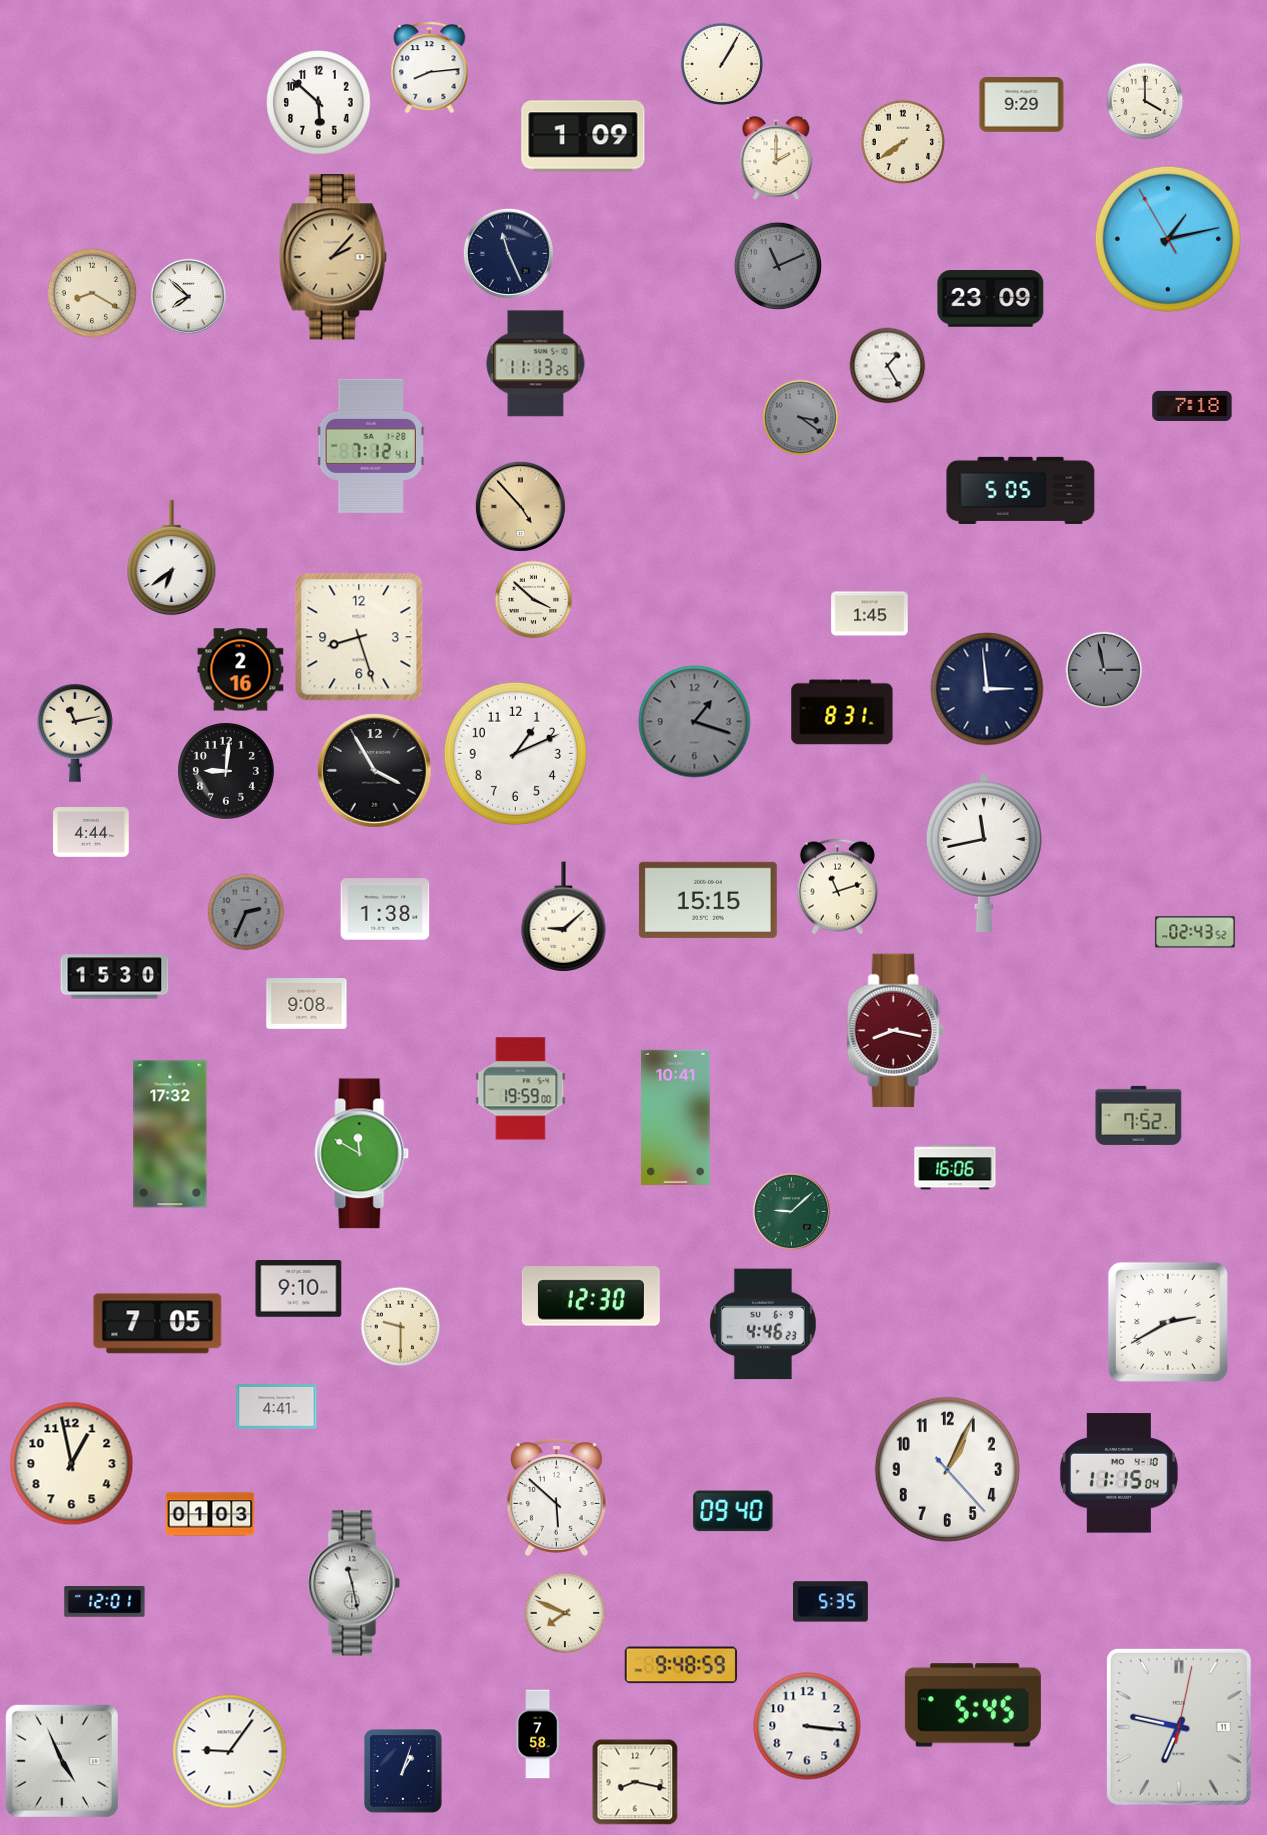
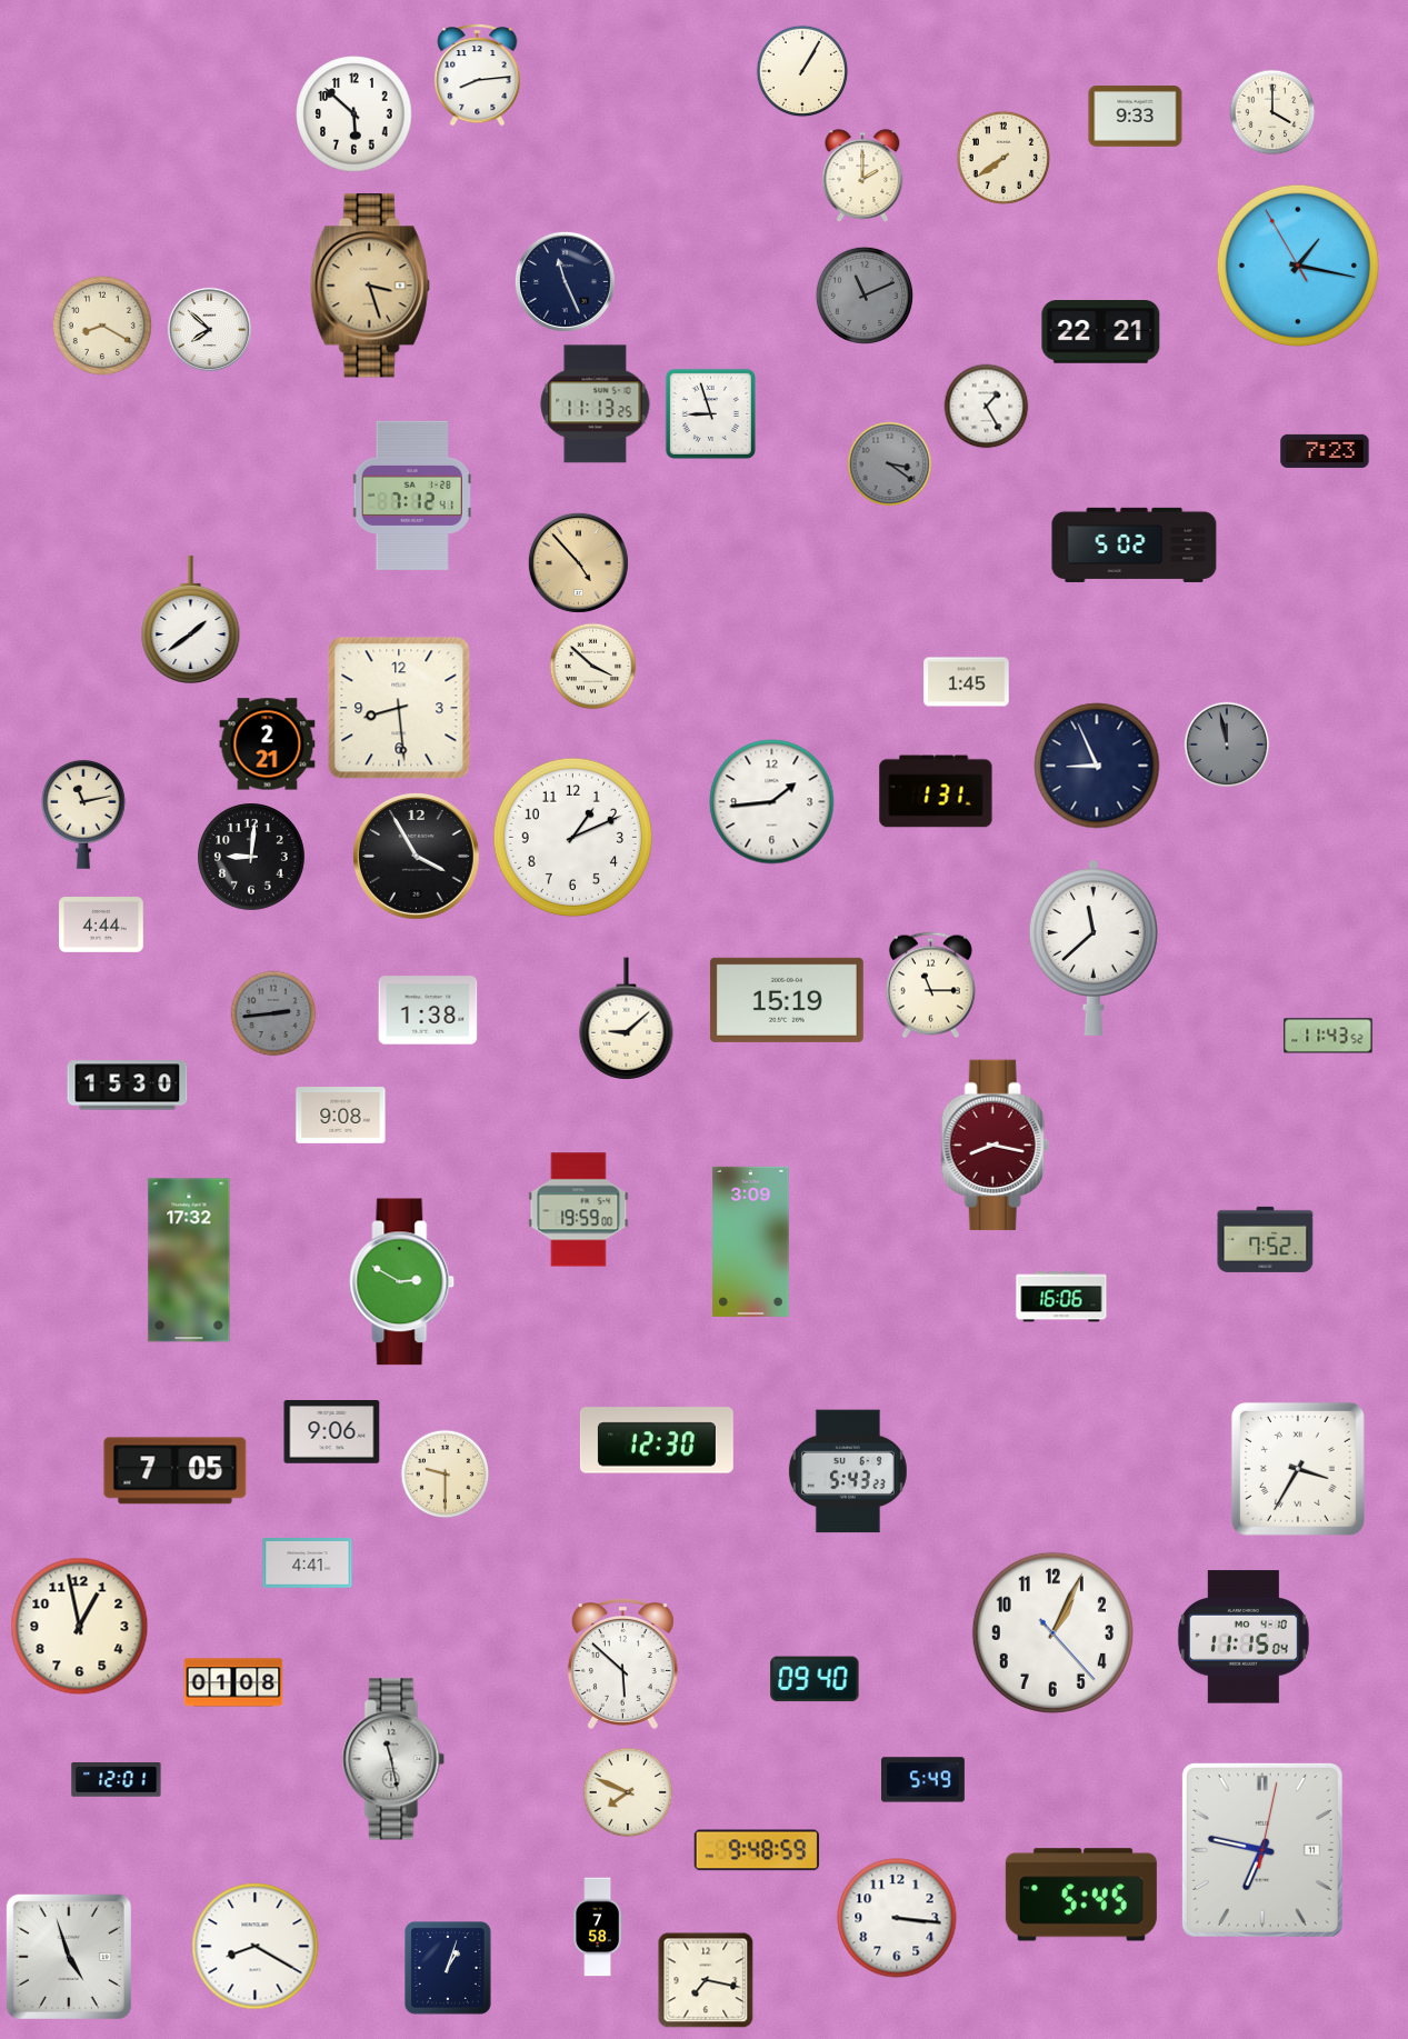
clock at (1022, 105): 9:29 -> 9:33
clock at (583, 136): 1:09 -> none
clock at (1168, 239): 1:12 -> 1:16
clock at (333, 257): 2:07 -> 3:27
clock at (991, 299): 23:09 -> 22:21
clock at (710, 413): none -> 8:57
clock at (1192, 406): 7:18 -> 7:23
clock at (1021, 490): 5:05 -> 5:02
clock at (172, 558): 6:39 -> 1:39
clock at (359, 637): 8:27 -> 8:29
clock at (241, 670): 2:16 -> 2:21
clock at (1104, 670): 2:58 -> 11:58
clock at (987, 689): 2:59 -> 8:56
clock at (842, 712): 8:31 -> 1:31
clock at (695, 722): 1:18 -> 1:44
clock at (695, 722) dial: grey -> white
clock at (984, 853): 11:43 -> 11:38
clock at (837, 887): 11:12 -> 11:15
clock at (708, 900): 15:15 -> 15:19
clock at (246, 912): 2:34 -> 2:44
clock at (1195, 932): 02:43 -> 11:43
clock at (676, 1117): 10:41 -> 3:09
clock at (362, 1154): 11:50 -> 2:50
clock at (791, 1211): 9:08 -> none
clock at (299, 1289): 9:10 -> 9:06
clock at (1168, 1322): 2:40 -> 3:35
clock at (763, 1324): 4:46 -> 5:43
clock at (556, 1497) position: (556, 1497) -> (622, 1663)
clock at (210, 1514): 01:03 -> 01:08
clock at (831, 1602): 5:35 -> 5:49
clock at (1179, 1727) position: (1179, 1727) -> (1262, 1850)
clock at (230, 1752): 9:06 -> 8:20
clock at (62, 1761): 4:56 -> 4:57
clock at (635, 1782): 8:17 -> 7:17
